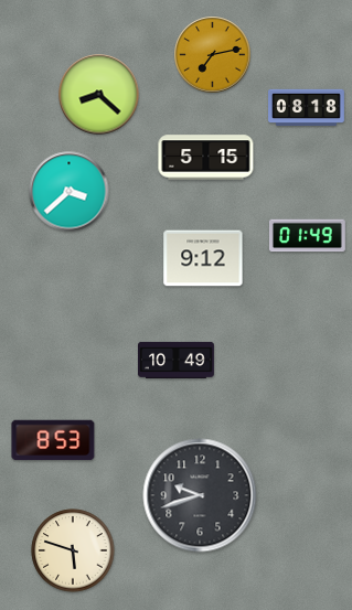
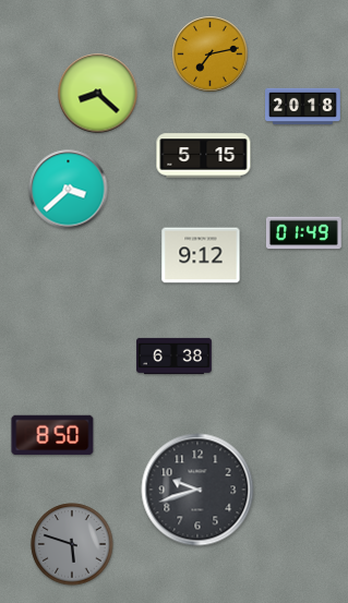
clock at (307, 108): 08:18 -> 20:18
clock at (177, 360): 10:49 -> 6:38
clock at (53, 440): 8:53 -> 8:50
clock at (73, 550) dial: cream -> grey
